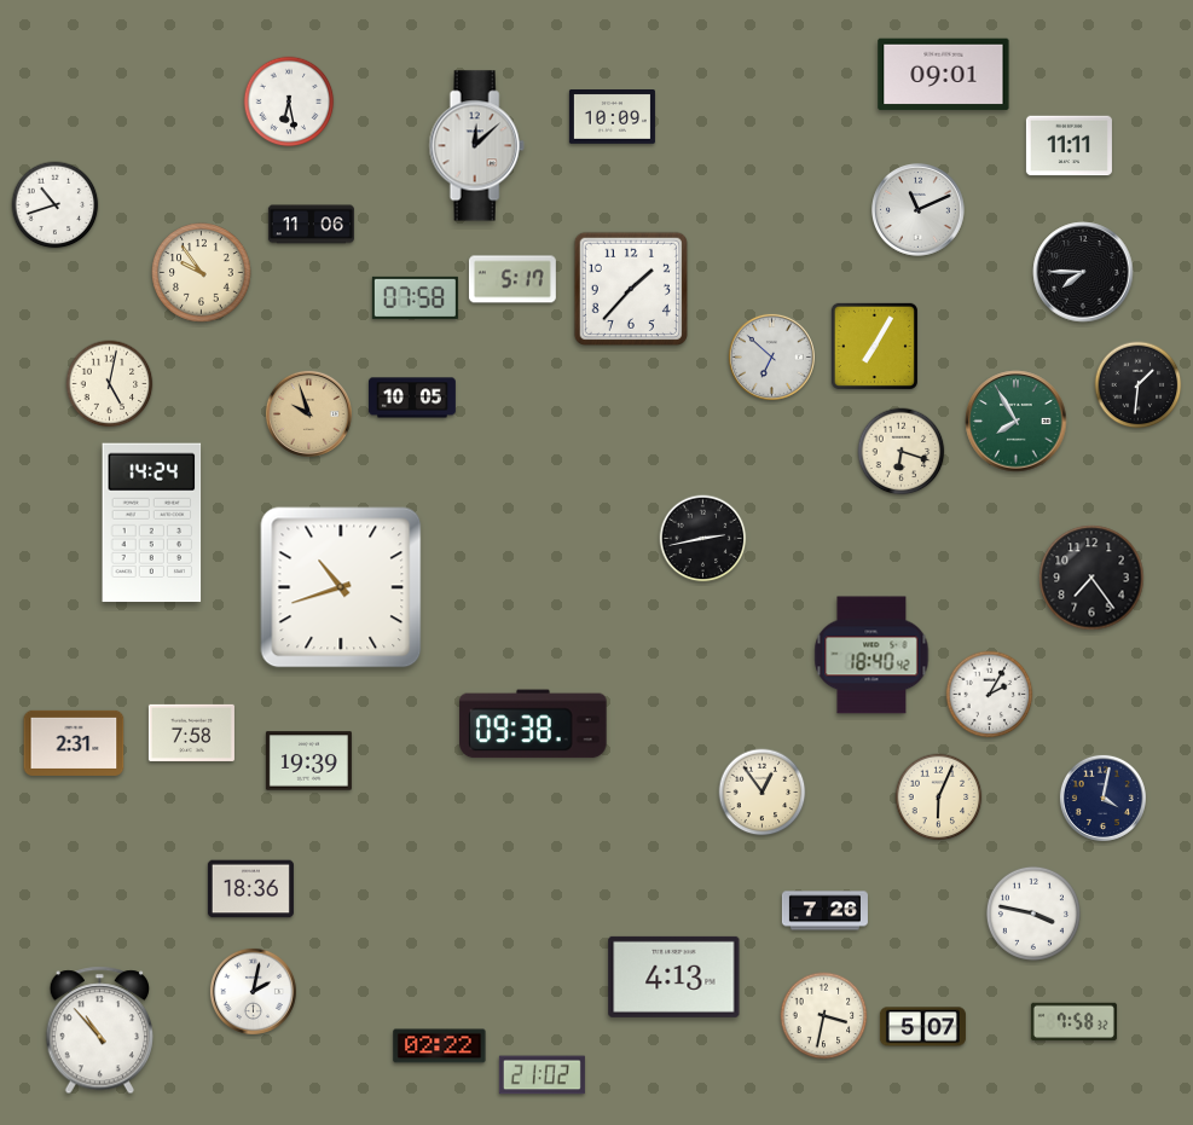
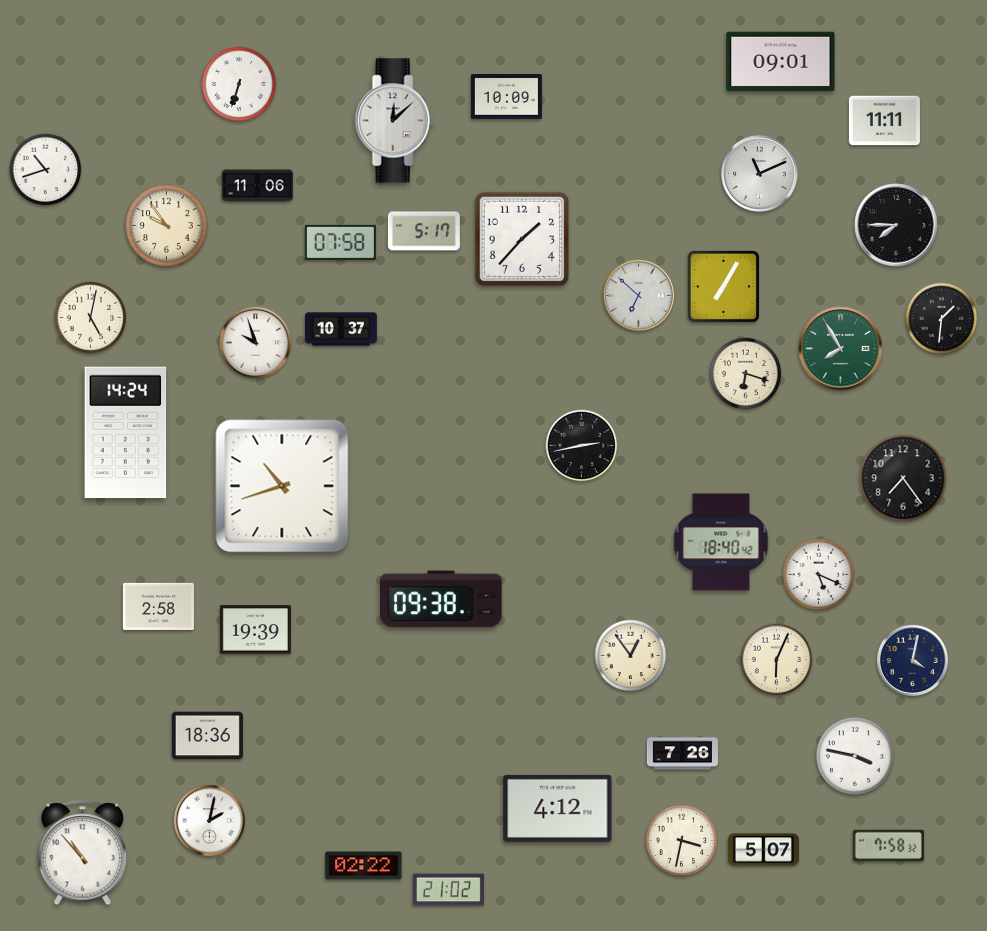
clock at (289, 102): 6:28 -> 6:33
clock at (415, 297) position: (415, 297) -> (340, 242)
clock at (412, 398): 10:05 -> 10:37
clock at (308, 413) dial: champagne -> white
clock at (990, 695): 2:05 -> 5:19
clock at (191, 732): 7:58 -> 2:58
clock at (74, 743): 2:31 -> none
clock at (674, 976): 4:13 -> 4:12
